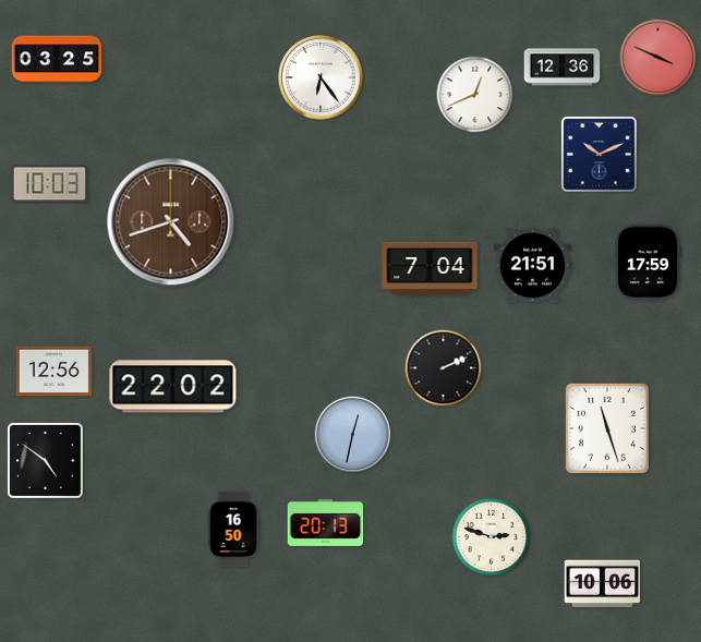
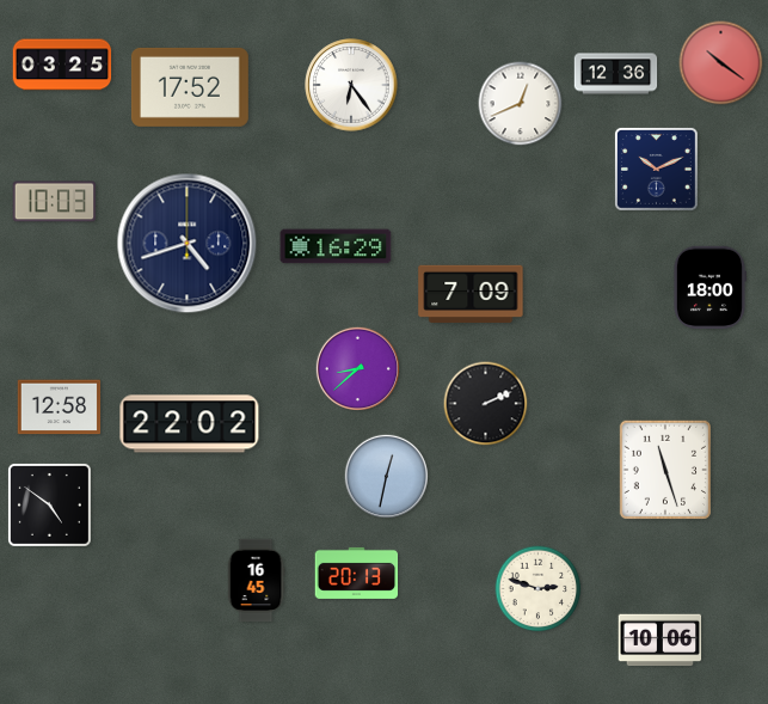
clock at (658, 58): 3:49 -> 10:21
clock at (190, 87): none -> 17:52
clock at (171, 222) dial: brown -> navy
clock at (336, 246): none -> 16:29
clock at (648, 263): 17:59 -> 18:00
clock at (532, 266): 21:51 -> none
clock at (430, 268): 7:04 -> 7:09
clock at (357, 368): none -> 8:38
clock at (55, 372): 12:56 -> 12:58
clock at (233, 530): 16:50 -> 16:45
